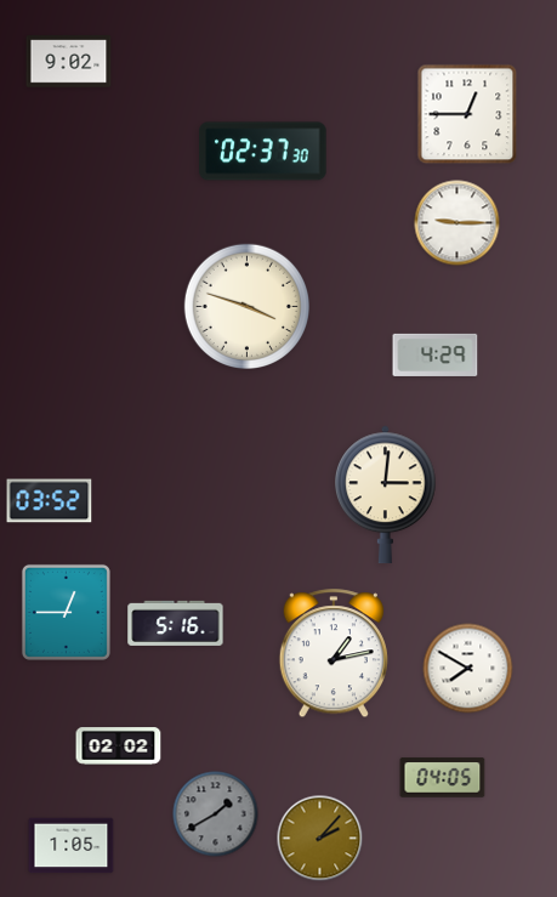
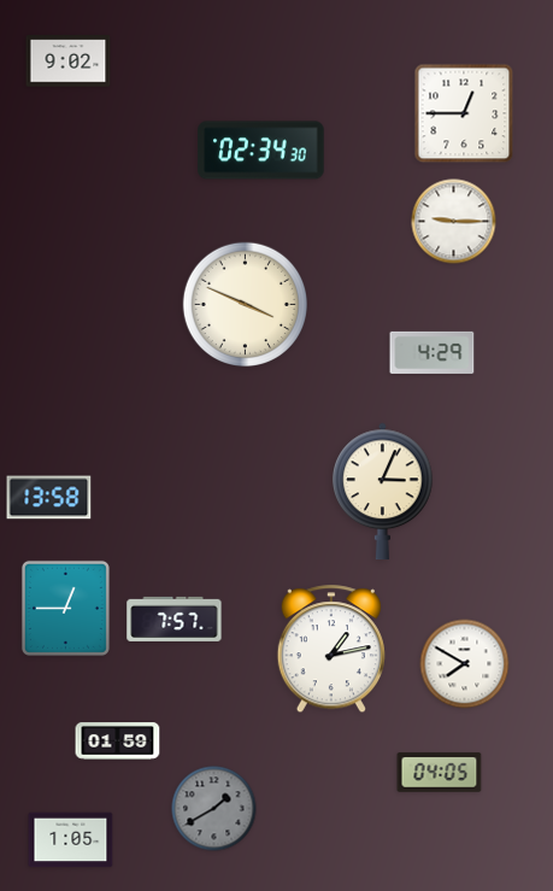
clock at (263, 152): 02:37 -> 02:34
clock at (246, 306): 3:48 -> 3:49
clock at (386, 495): 3:01 -> 3:04
clock at (50, 501): 03:52 -> 13:58
clock at (176, 623): 5:16 -> 7:57
clock at (119, 746): 02:02 -> 01:59
clock at (320, 839): 2:07 -> none
